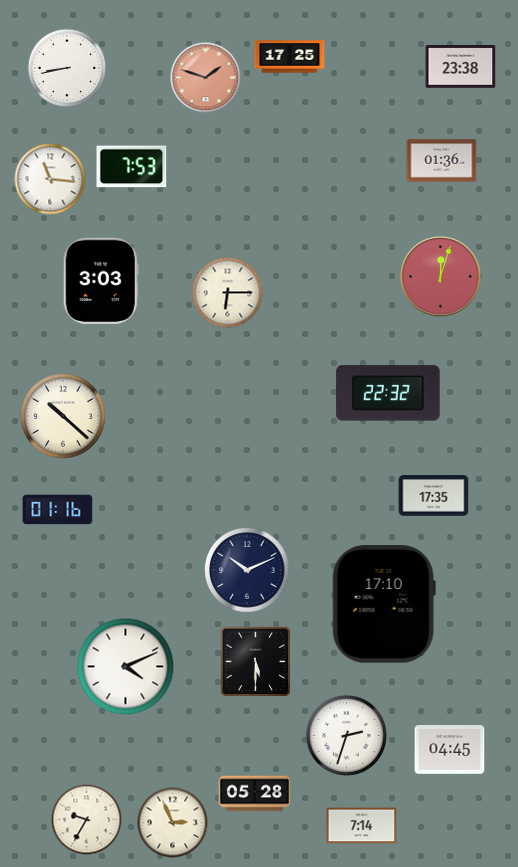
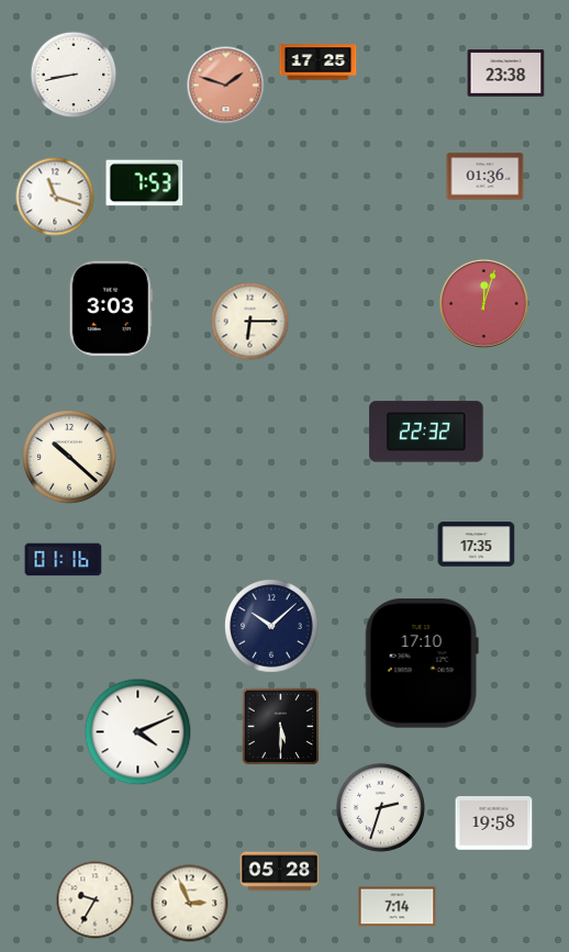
clock at (50, 179): 11:16 -> 11:18
clock at (247, 570): 10:11 -> 10:08
clock at (450, 750): 04:45 -> 19:58
